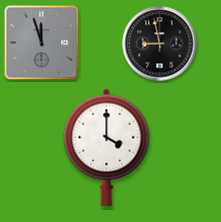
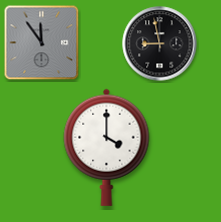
clock at (42, 43): 11:57 -> 11:54
